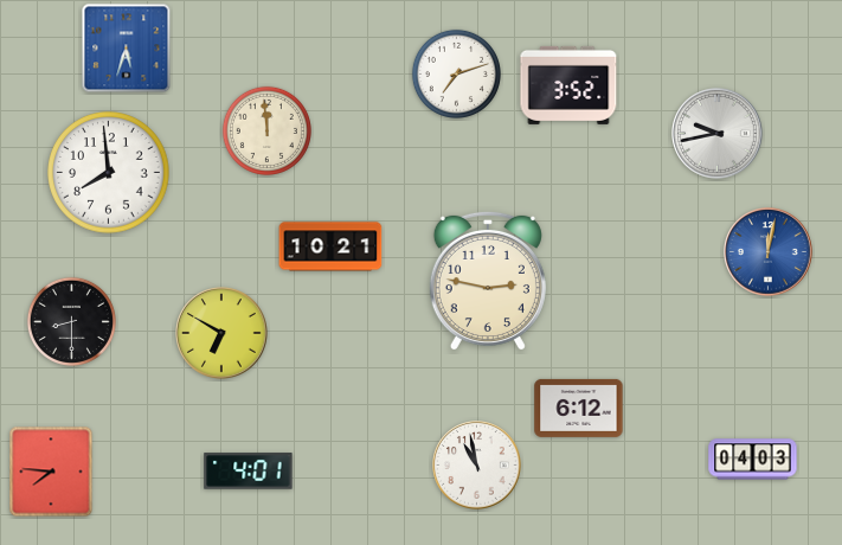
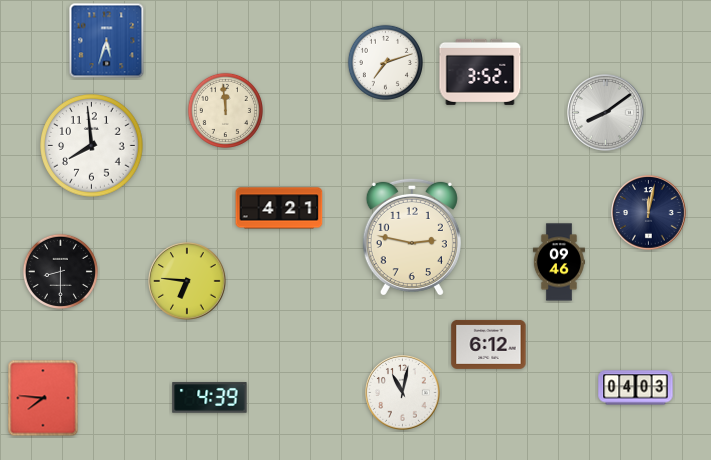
clock at (718, 134): 9:43 -> 8:09
clock at (330, 246): 10:21 -> 4:21
clock at (769, 252) dial: blue -> navy
clock at (559, 262): none -> 09:46
clock at (221, 333): 6:50 -> 6:46
clock at (477, 466): 10:58 -> 11:02
clock at (249, 472): 4:01 -> 4:39
